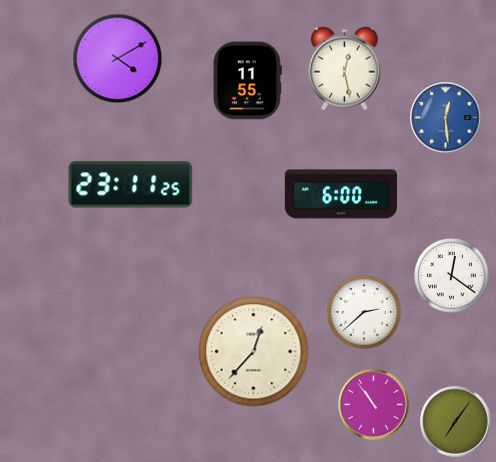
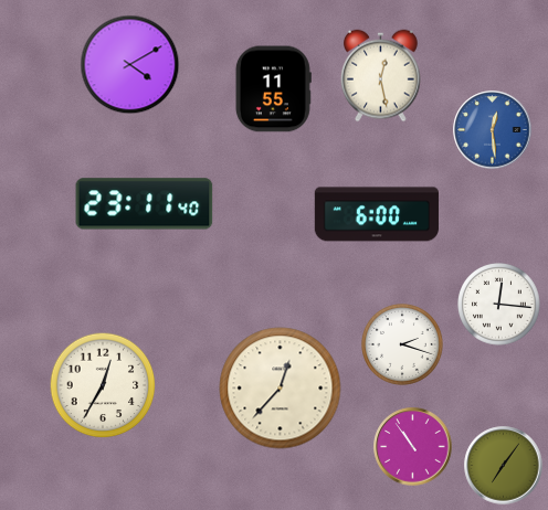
clock at (131, 185): 23:11:25 -> 23:11:40
clock at (452, 276): 12:21 -> 12:16
clock at (365, 313): 2:38 -> 2:18
clock at (103, 385): none -> 12:35
